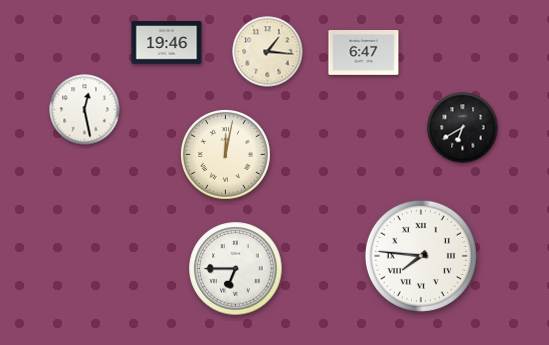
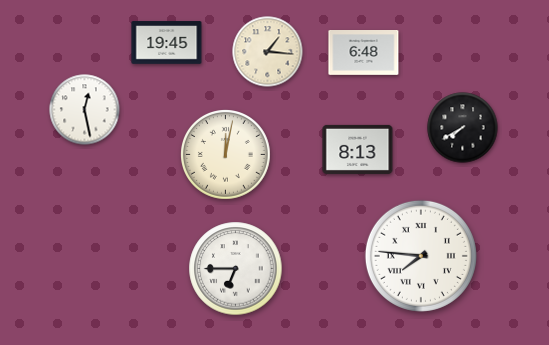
clock at (167, 43): 19:46 -> 19:45
clock at (364, 53): 6:47 -> 6:48
clock at (463, 128): 6:40 -> 7:40
clock at (358, 149): none -> 8:13
